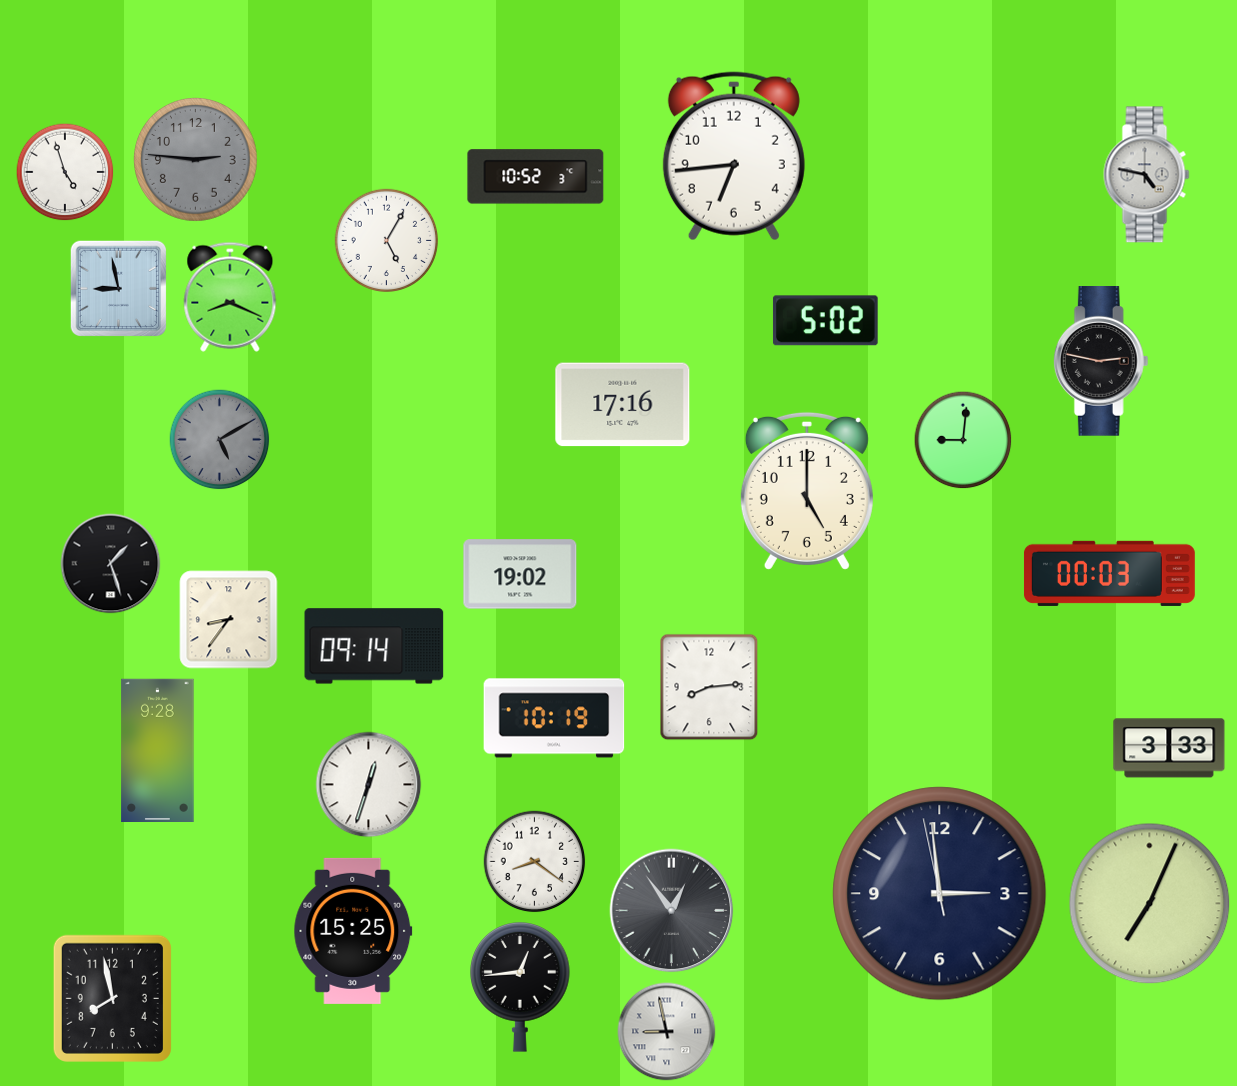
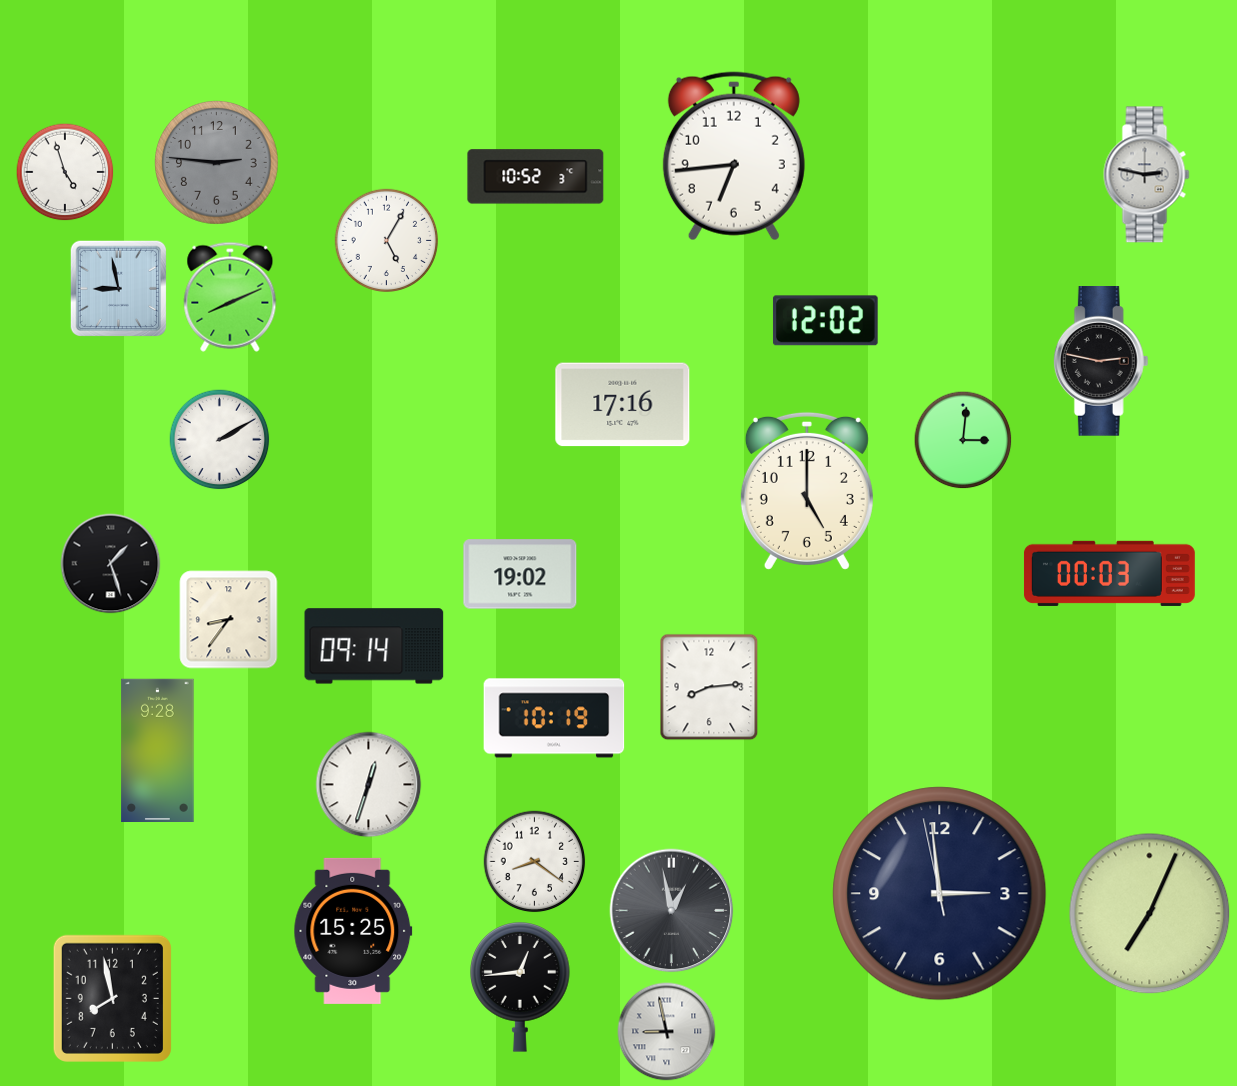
clock at (196, 160) position: (196, 160) -> (217, 163)
clock at (1147, 175): 4:47 -> 2:47
clock at (230, 297): 8:19 -> 8:11
clock at (825, 321): 5:02 -> 12:02
clock at (220, 440): 5:10 -> 2:10
clock at (220, 440) dial: grey -> white
clock at (963, 440): 9:01 -> 3:01
clock at (1169, 748): 3:33 -> none
clock at (1150, 904) position: (1150, 904) -> (1150, 914)
clock at (672, 911): 12:54 -> 12:58
